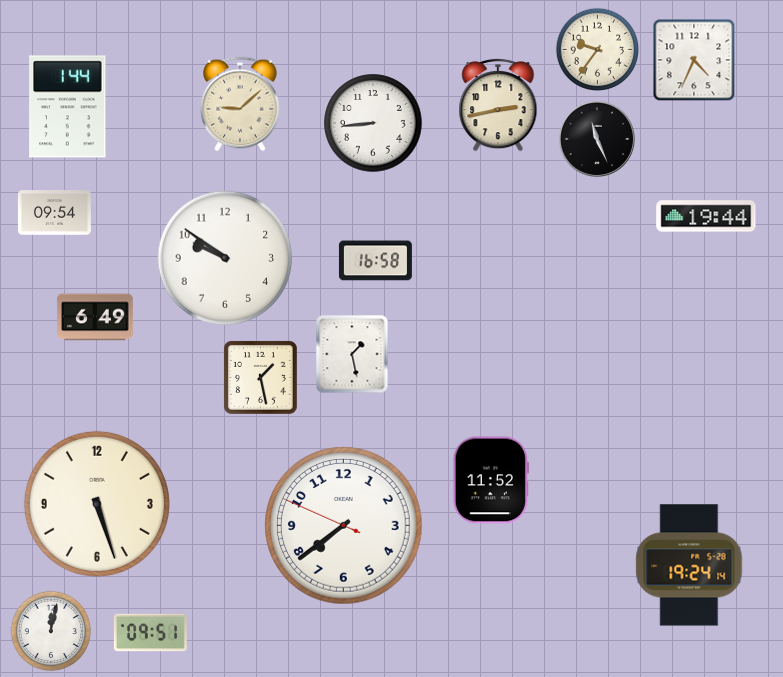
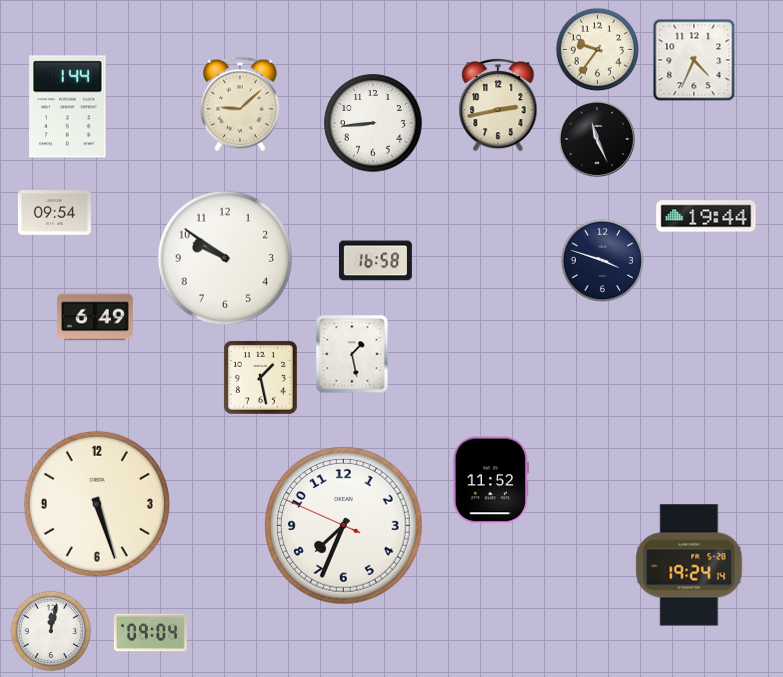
clock at (602, 260): none -> 3:48
clock at (344, 526): 7:38 -> 7:33
clock at (150, 633): 09:51 -> 09:04
